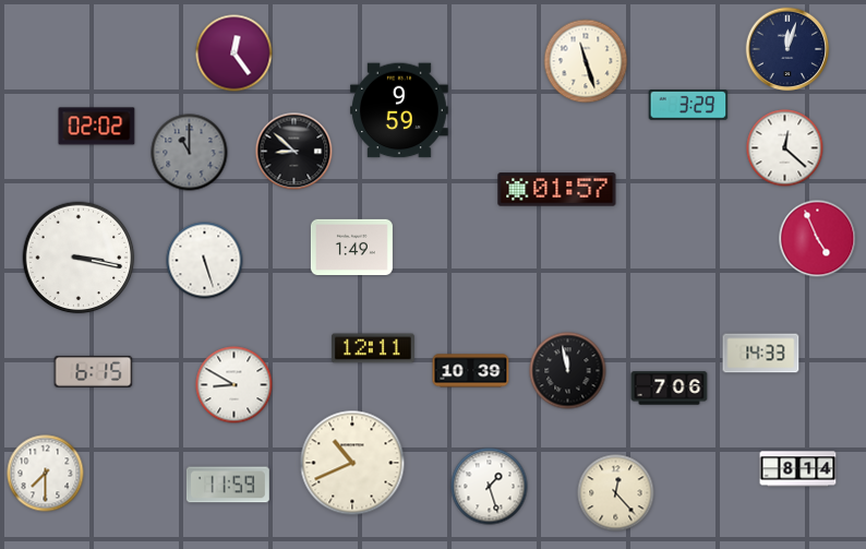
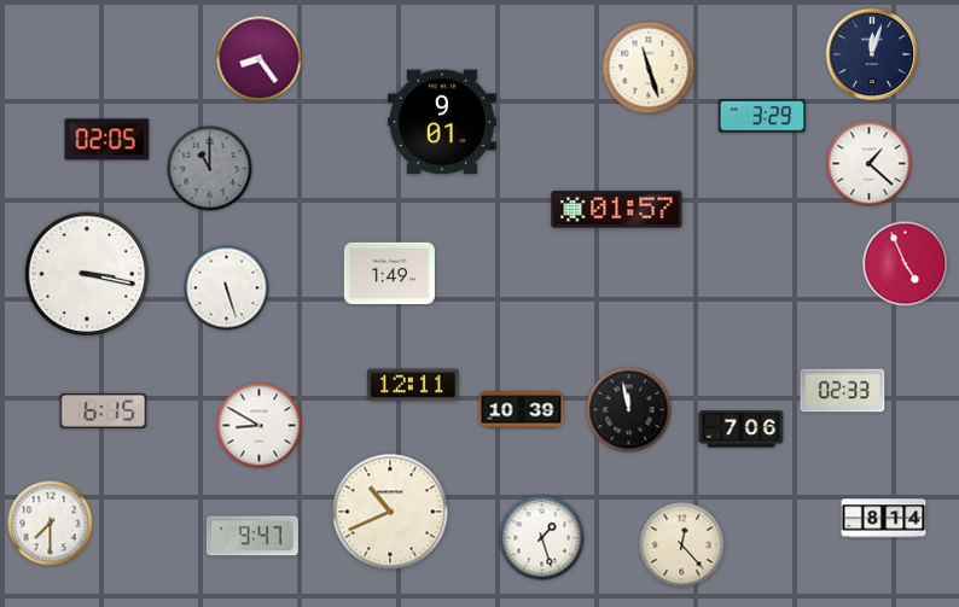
clock at (234, 53): 12:24 -> 8:24
clock at (399, 110): 9:59 -> 9:01
clock at (97, 127): 02:02 -> 02:05
clock at (785, 148): 12:22 -> 1:22
clock at (294, 152): 8:52 -> none
clock at (79, 258) position: (79, 258) -> (87, 274)
clock at (761, 354): 14:33 -> 02:33
clock at (228, 485): 11:59 -> 9:47
